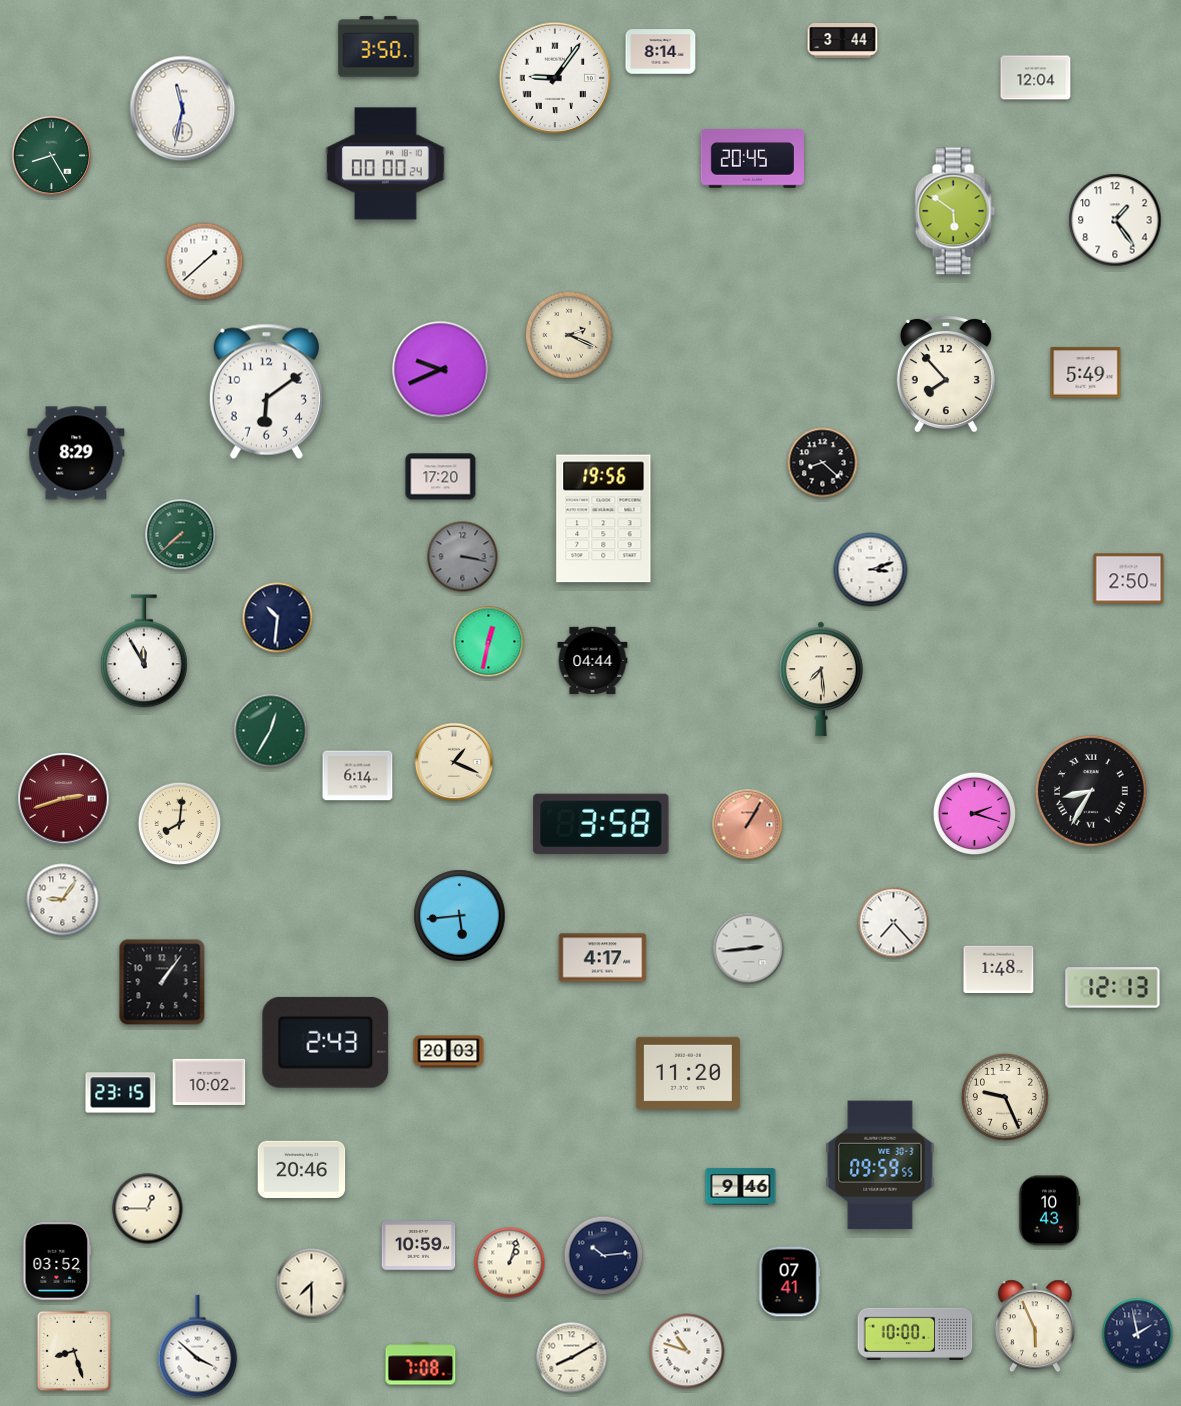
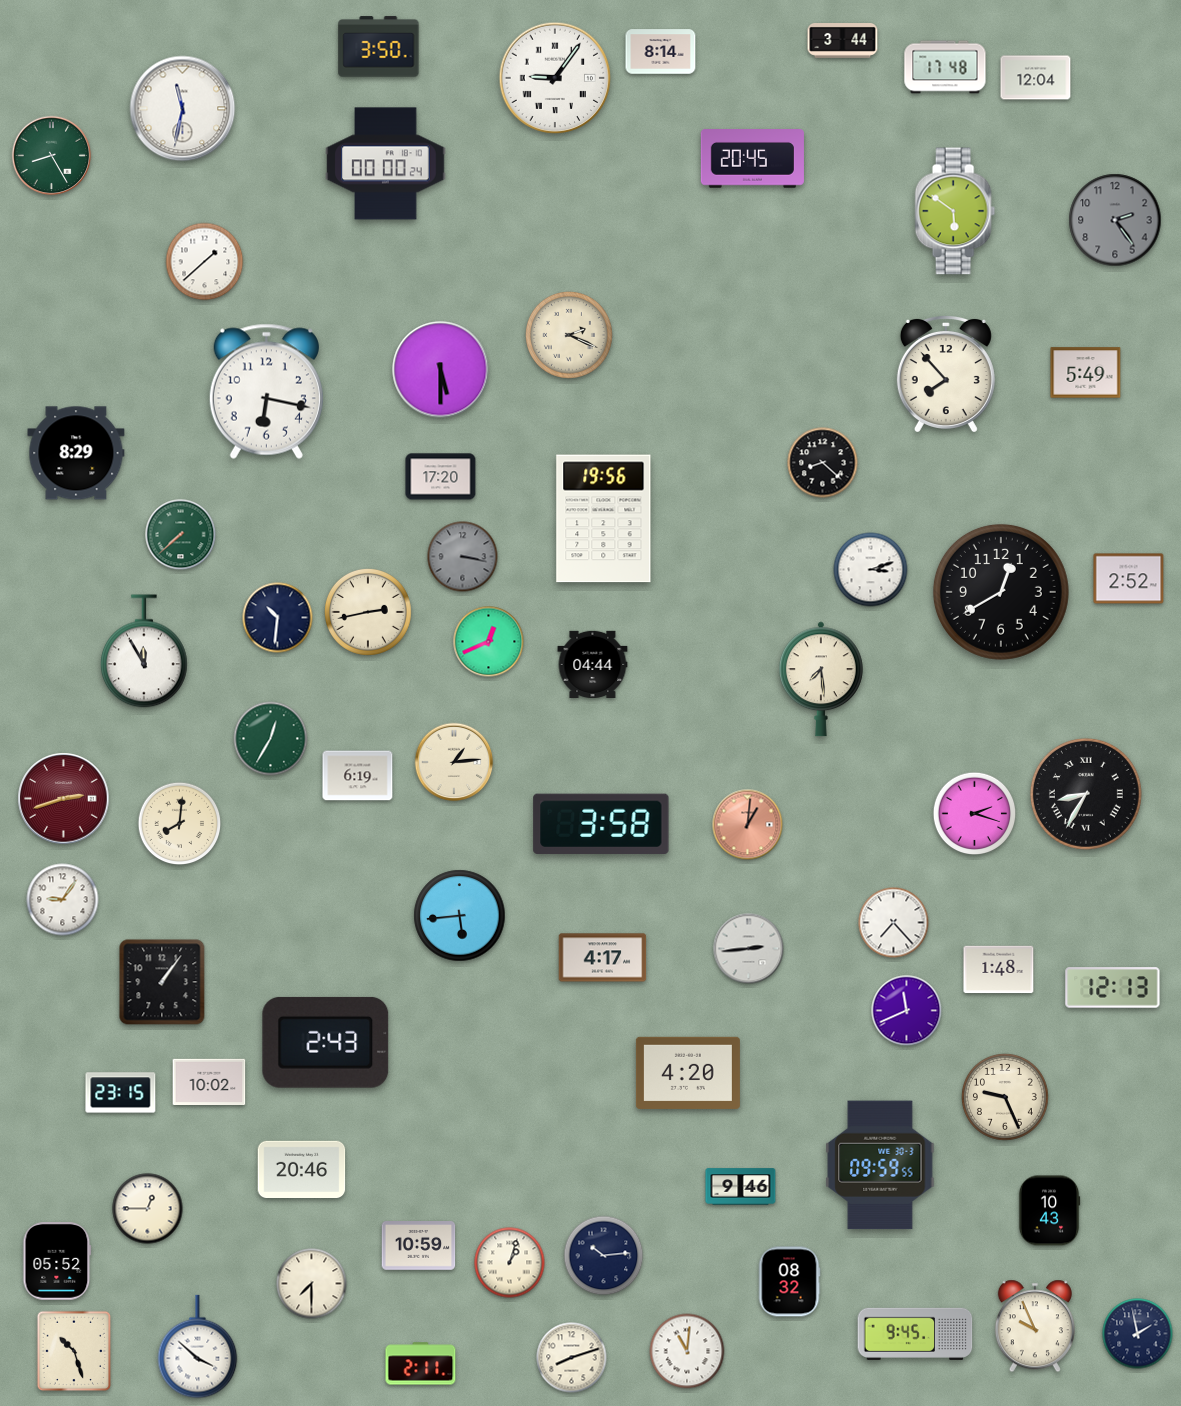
clock at (945, 67): none -> 17:48
clock at (1115, 220): 1:24 -> 2:24
clock at (1115, 220) dial: white -> grey
clock at (441, 370): 9:41 -> 5:30
clock at (266, 391): 6:09 -> 6:17
clock at (1129, 579): 2:50 -> 2:52
clock at (1001, 592): none -> 12:40
clock at (368, 612): none -> 2:43
clock at (489, 642): 12:32 -> 12:41
clock at (593, 660) position: (593, 660) -> (593, 664)
clock at (271, 731) position: (271, 731) -> (271, 739)
clock at (454, 762): 1:19 -> 1:14
clock at (358, 776): 6:14 -> 6:19
clock at (1091, 791) position: (1091, 791) -> (1086, 794)
clock at (748, 825): 1:05 -> 1:01
clock at (907, 1011): none -> 11:41
clock at (449, 1052): 20:03 -> none
clock at (688, 1073): 11:20 -> 4:20
clock at (57, 1261): 03:52 -> 05:52
clock at (789, 1282): 07:41 -> 08:32
clock at (1035, 1326): 5:56 -> 9:56
clock at (915, 1334): 10:00 -> 9:45
clock at (74, 1351): 8:27 -> 10:27
clock at (687, 1351): 10:48 -> 11:01
clock at (572, 1358): 8:10 -> 8:12
clock at (421, 1364): 7:08 -> 2:11
